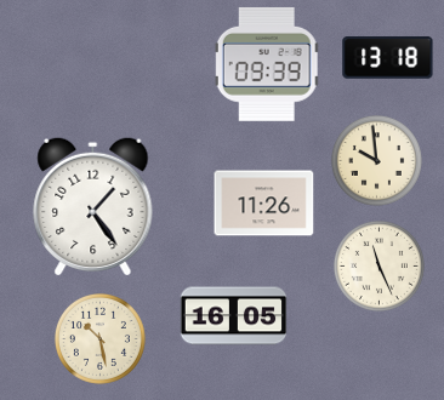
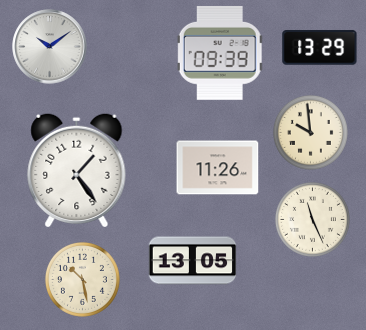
clock at (50, 47): none -> 10:09
clock at (388, 58): 13:18 -> 13:29
clock at (234, 316): 16:05 -> 13:05
